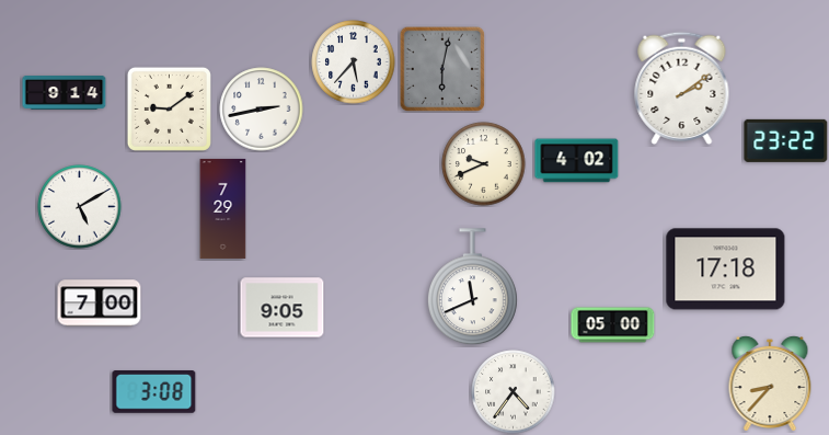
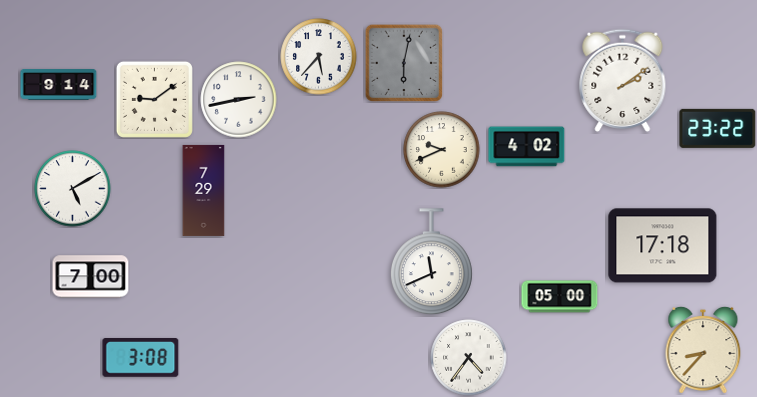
clock at (354, 62) position: (354, 62) -> (319, 57)
clock at (283, 308): 9:05 -> none
